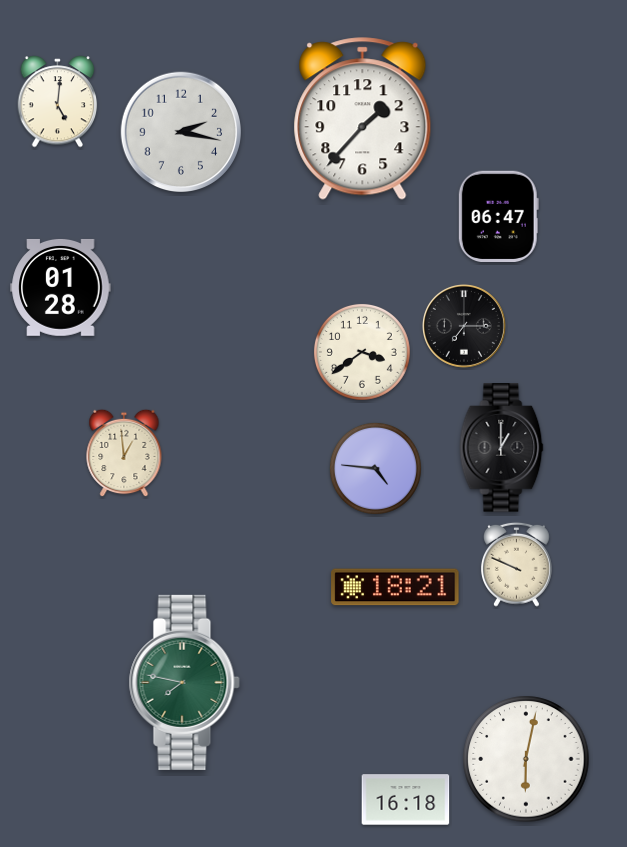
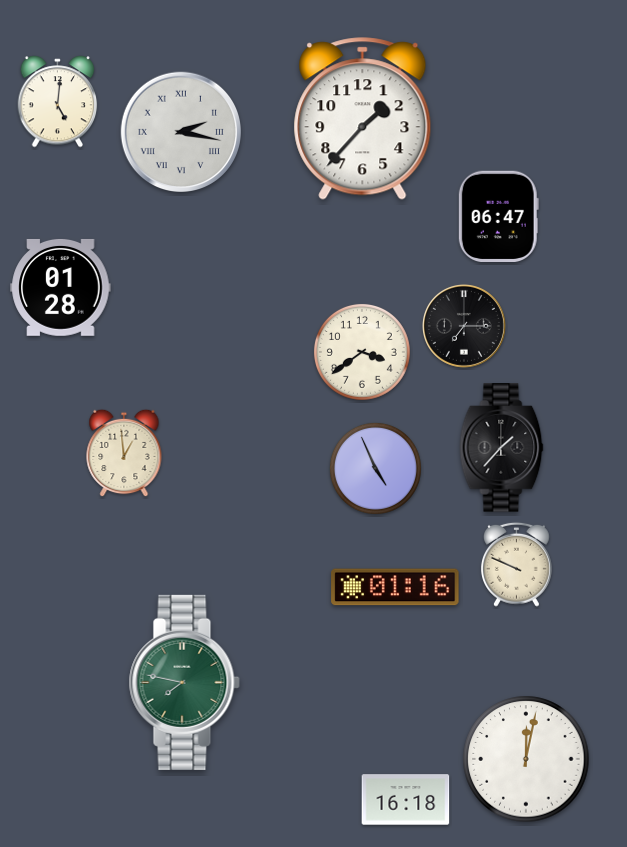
clock at (180, 131) numerals: Arabic -> Roman
clock at (502, 448): 1:00 -> 1:37
clock at (375, 468): 4:46 -> 4:56
clock at (395, 587): 18:21 -> 01:16
clock at (526, 759): 6:02 -> 12:02
